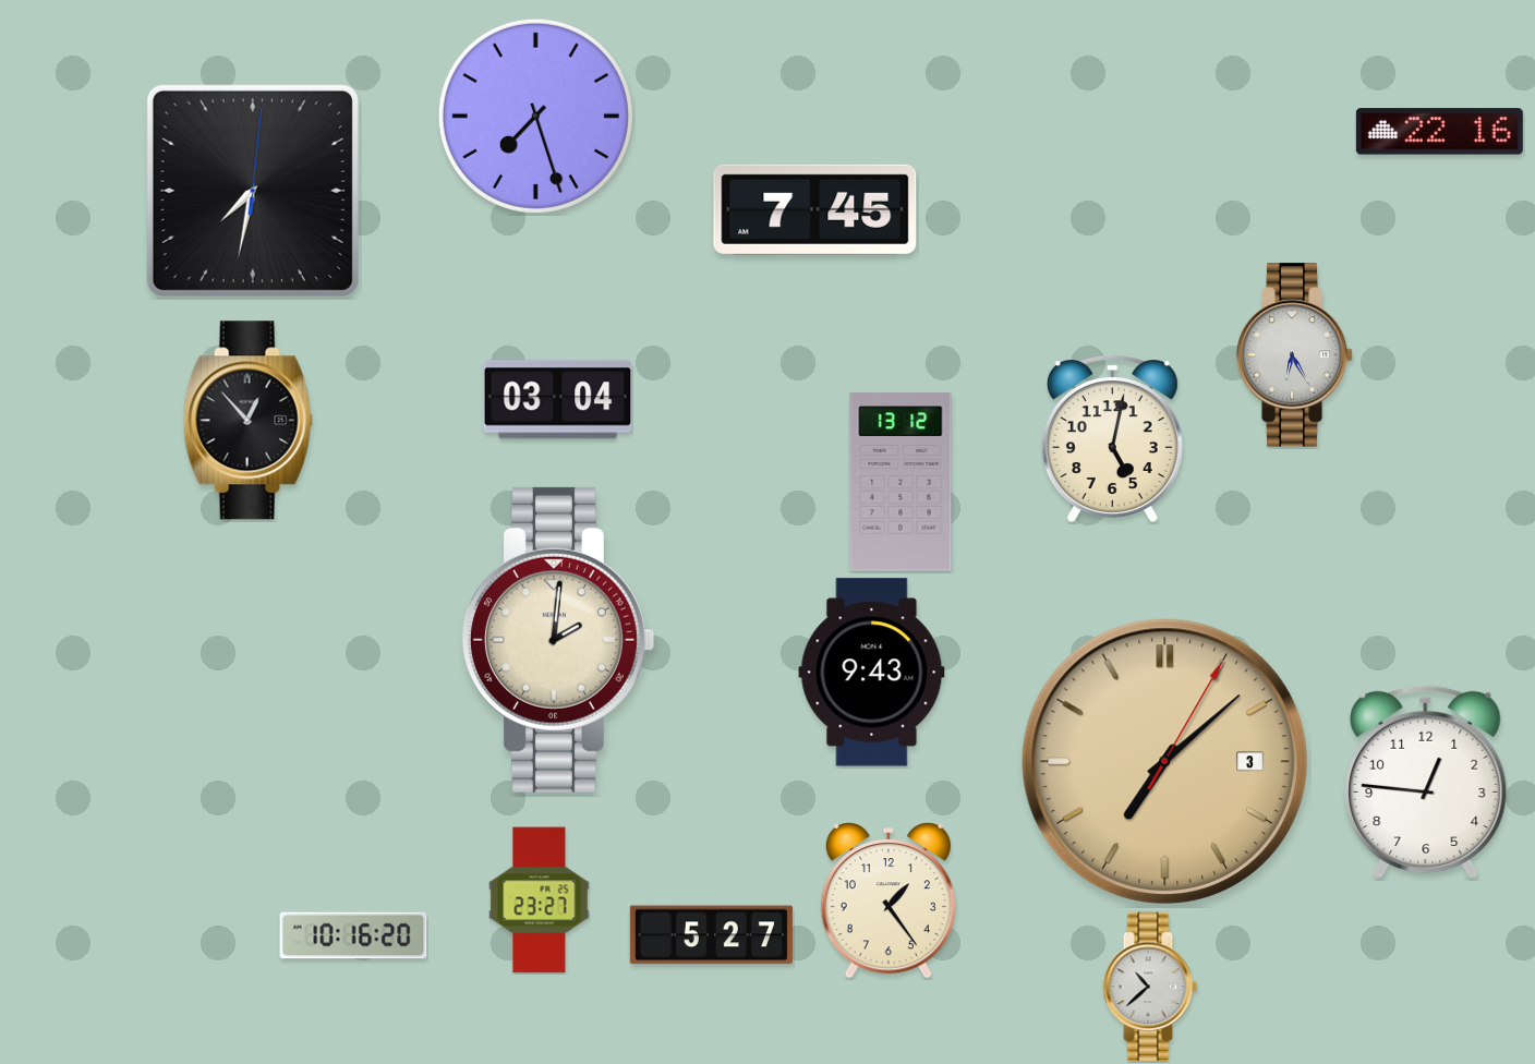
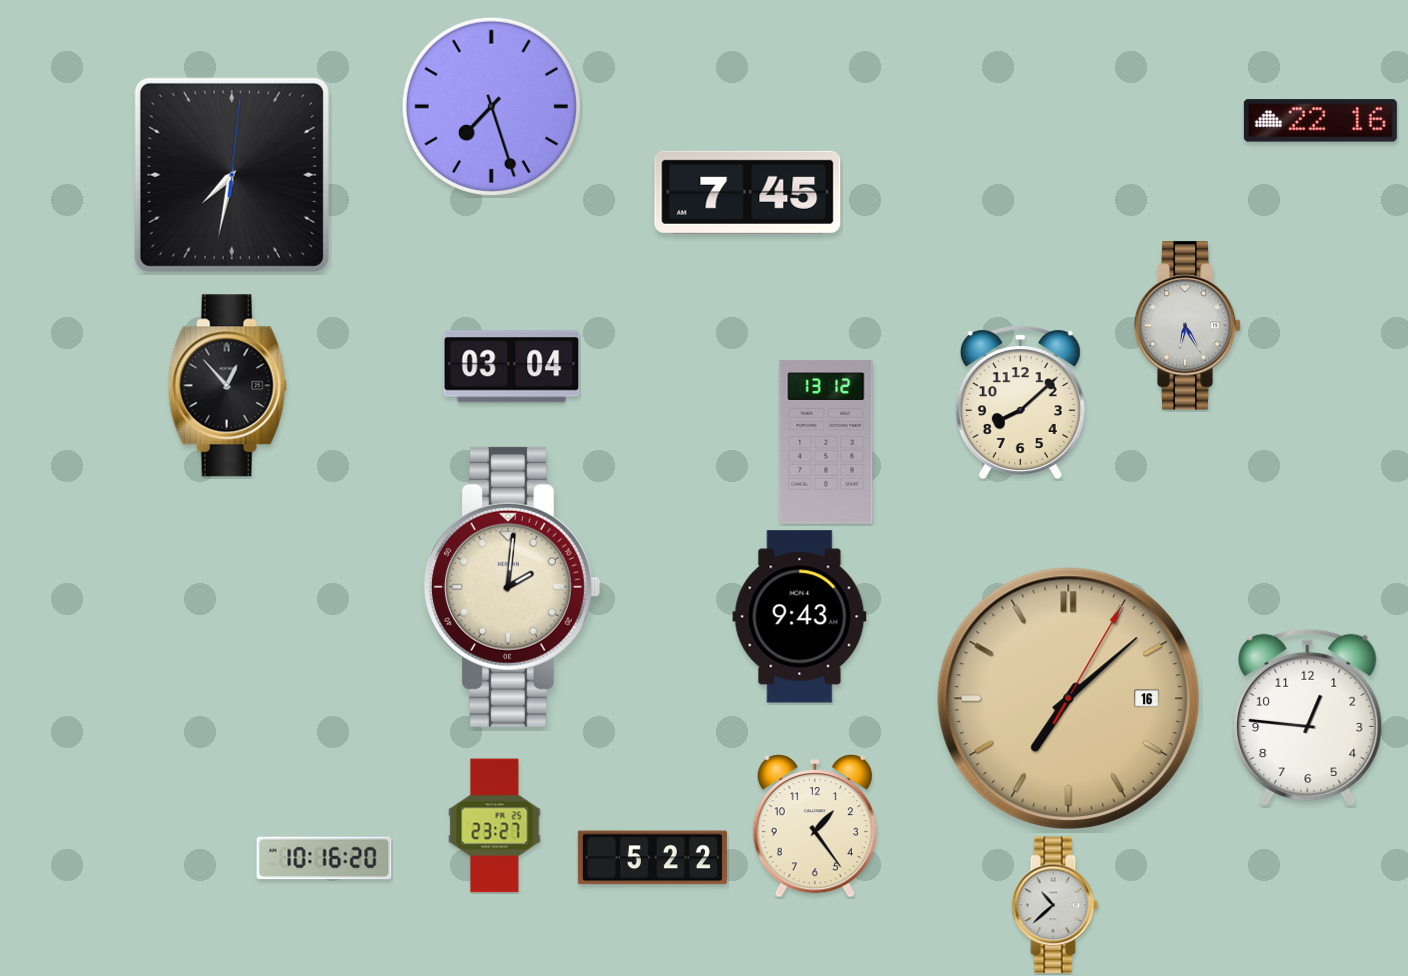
clock at (1112, 438): 5:02 -> 8:08
clock at (1164, 761) date: 3 -> 16
clock at (711, 935): 5:27 -> 5:22
